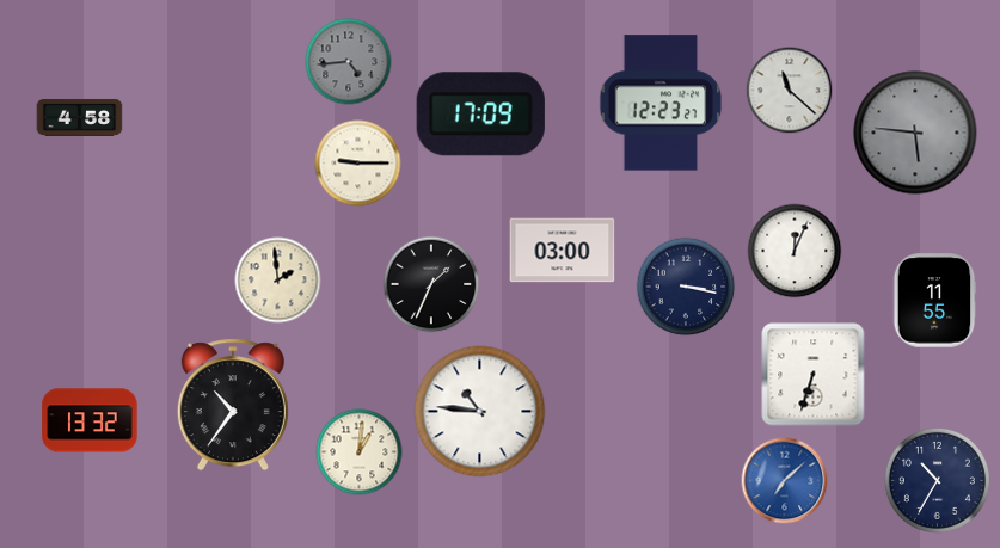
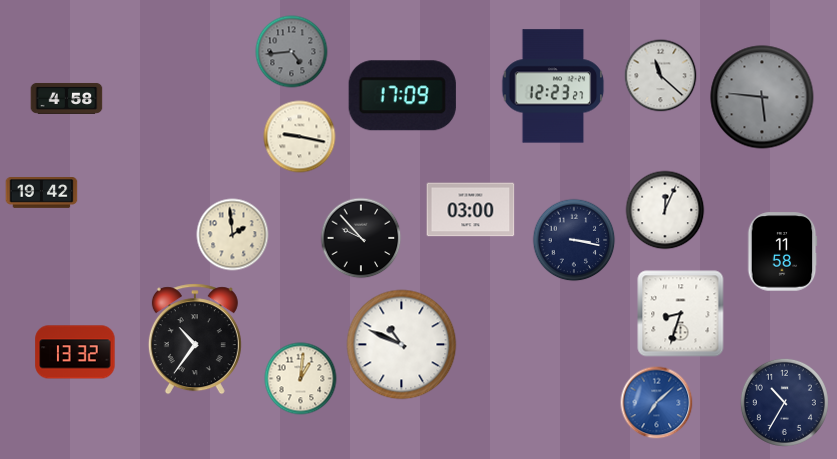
clock at (915, 133) position: (915, 133) -> (762, 97)
clock at (358, 164): 9:15 -> 9:17
clock at (42, 193): none -> 19:42
clock at (431, 284): 1:34 -> 9:53
clock at (934, 301): 11:55 -> 11:58
clock at (814, 375): 6:33 -> 8:33
clock at (480, 412): 10:46 -> 10:49
